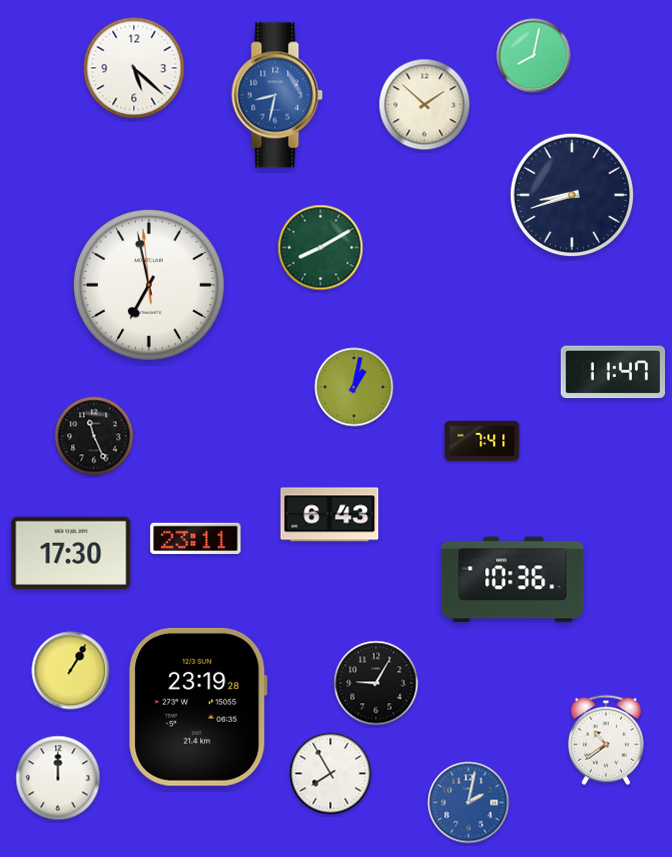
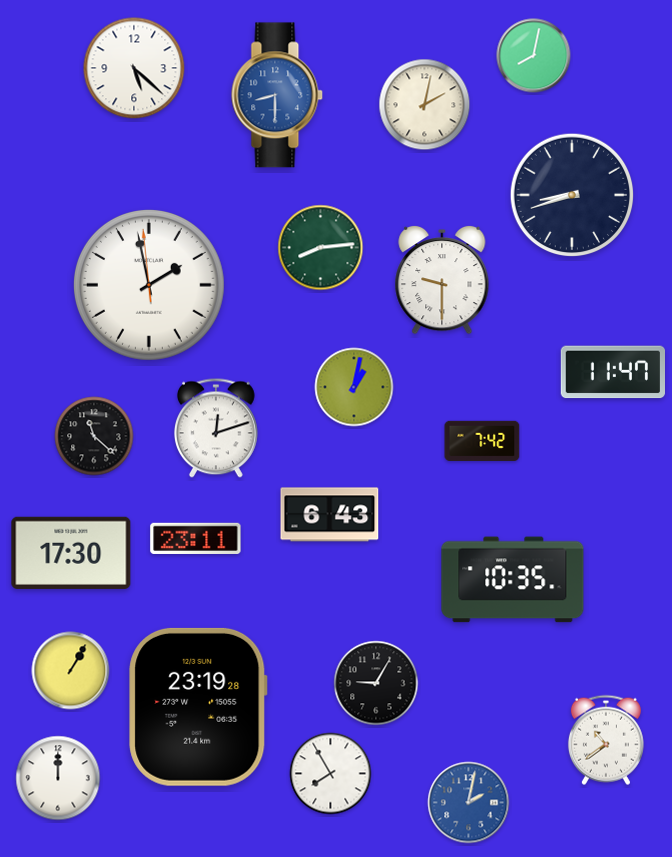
clock at (277, 95): 8:32 -> 8:30
clock at (425, 105): 1:52 -> 2:02
clock at (321, 248): 8:10 -> 8:14
clock at (442, 280): none -> 9:30
clock at (149, 285): 6:57 -> 1:57
clock at (216, 428): none -> 12:12
clock at (94, 436): 11:26 -> 11:22
clock at (482, 441): 7:41 -> 7:42
clock at (513, 580): 10:36 -> 10:35
